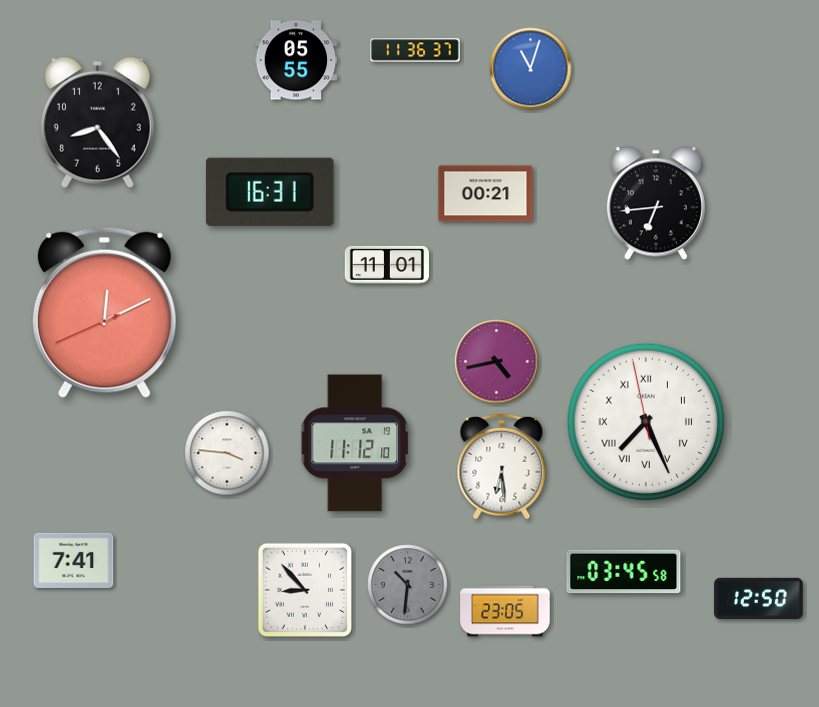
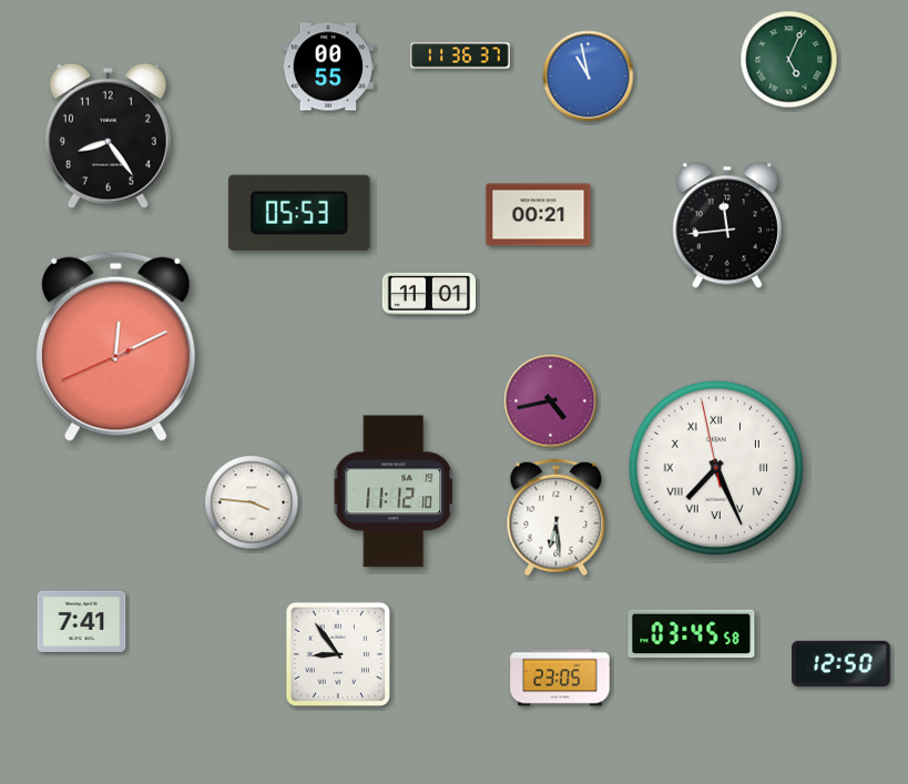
clock at (789, 60): none -> 5:04
clock at (296, 60): 05:55 -> 00:55
clock at (531, 69): 11:03 -> 10:58
clock at (270, 192): 16:31 -> 05:53
clock at (656, 203): 6:44 -> 11:44
clock at (408, 585): 10:31 -> none
clock at (304, 589): 8:53 -> 8:54
